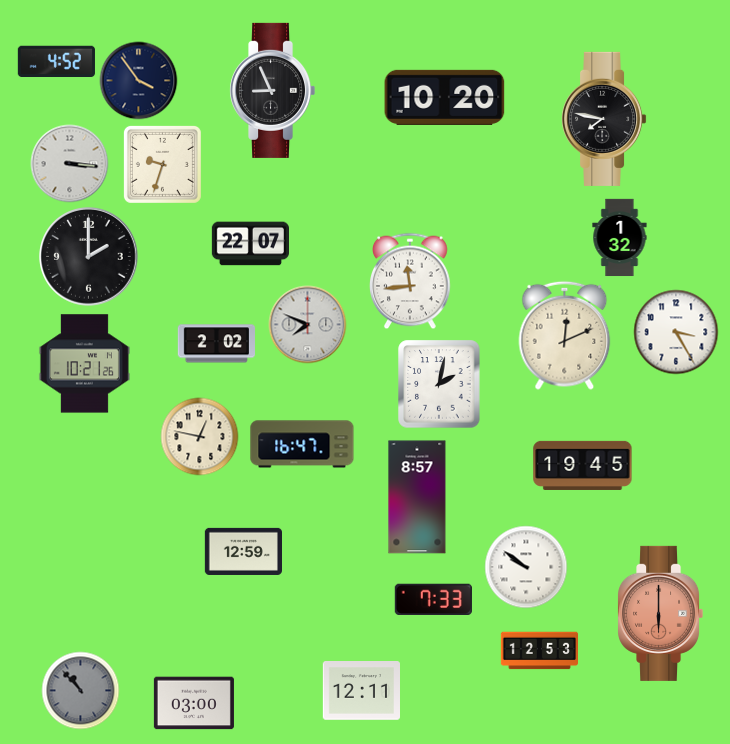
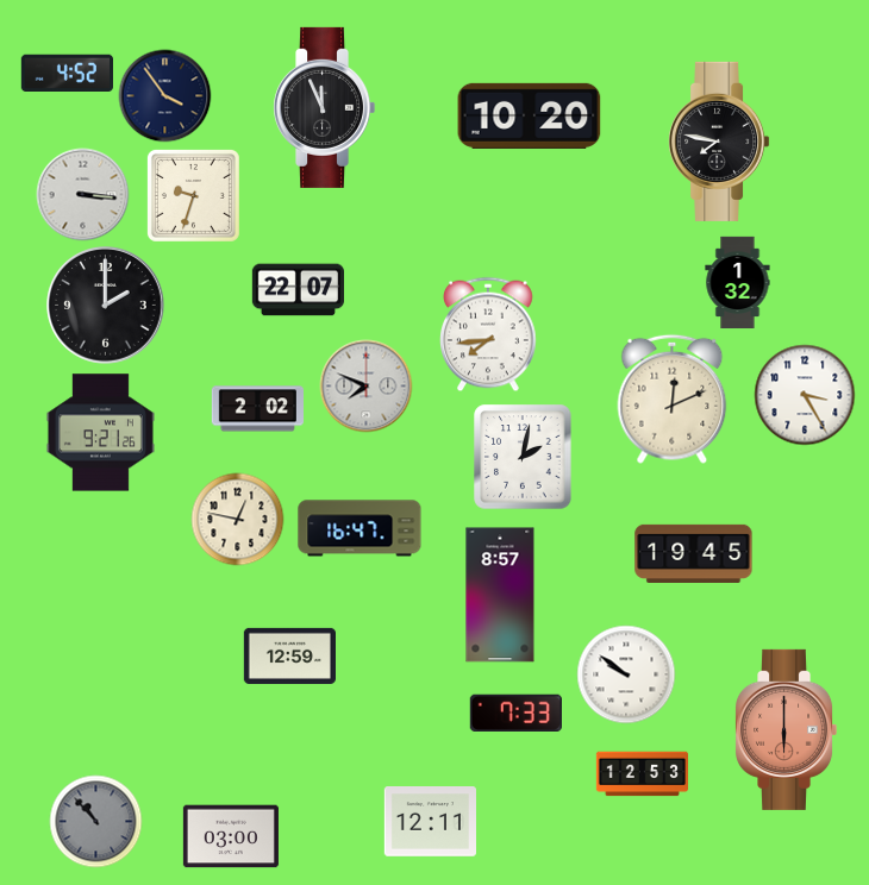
clock at (273, 90): 8:56 -> 11:56
clock at (411, 281): 11:44 -> 7:44
clock at (84, 364): 10:21 -> 9:21
clock at (417, 497) position: (417, 497) -> (500, 595)
